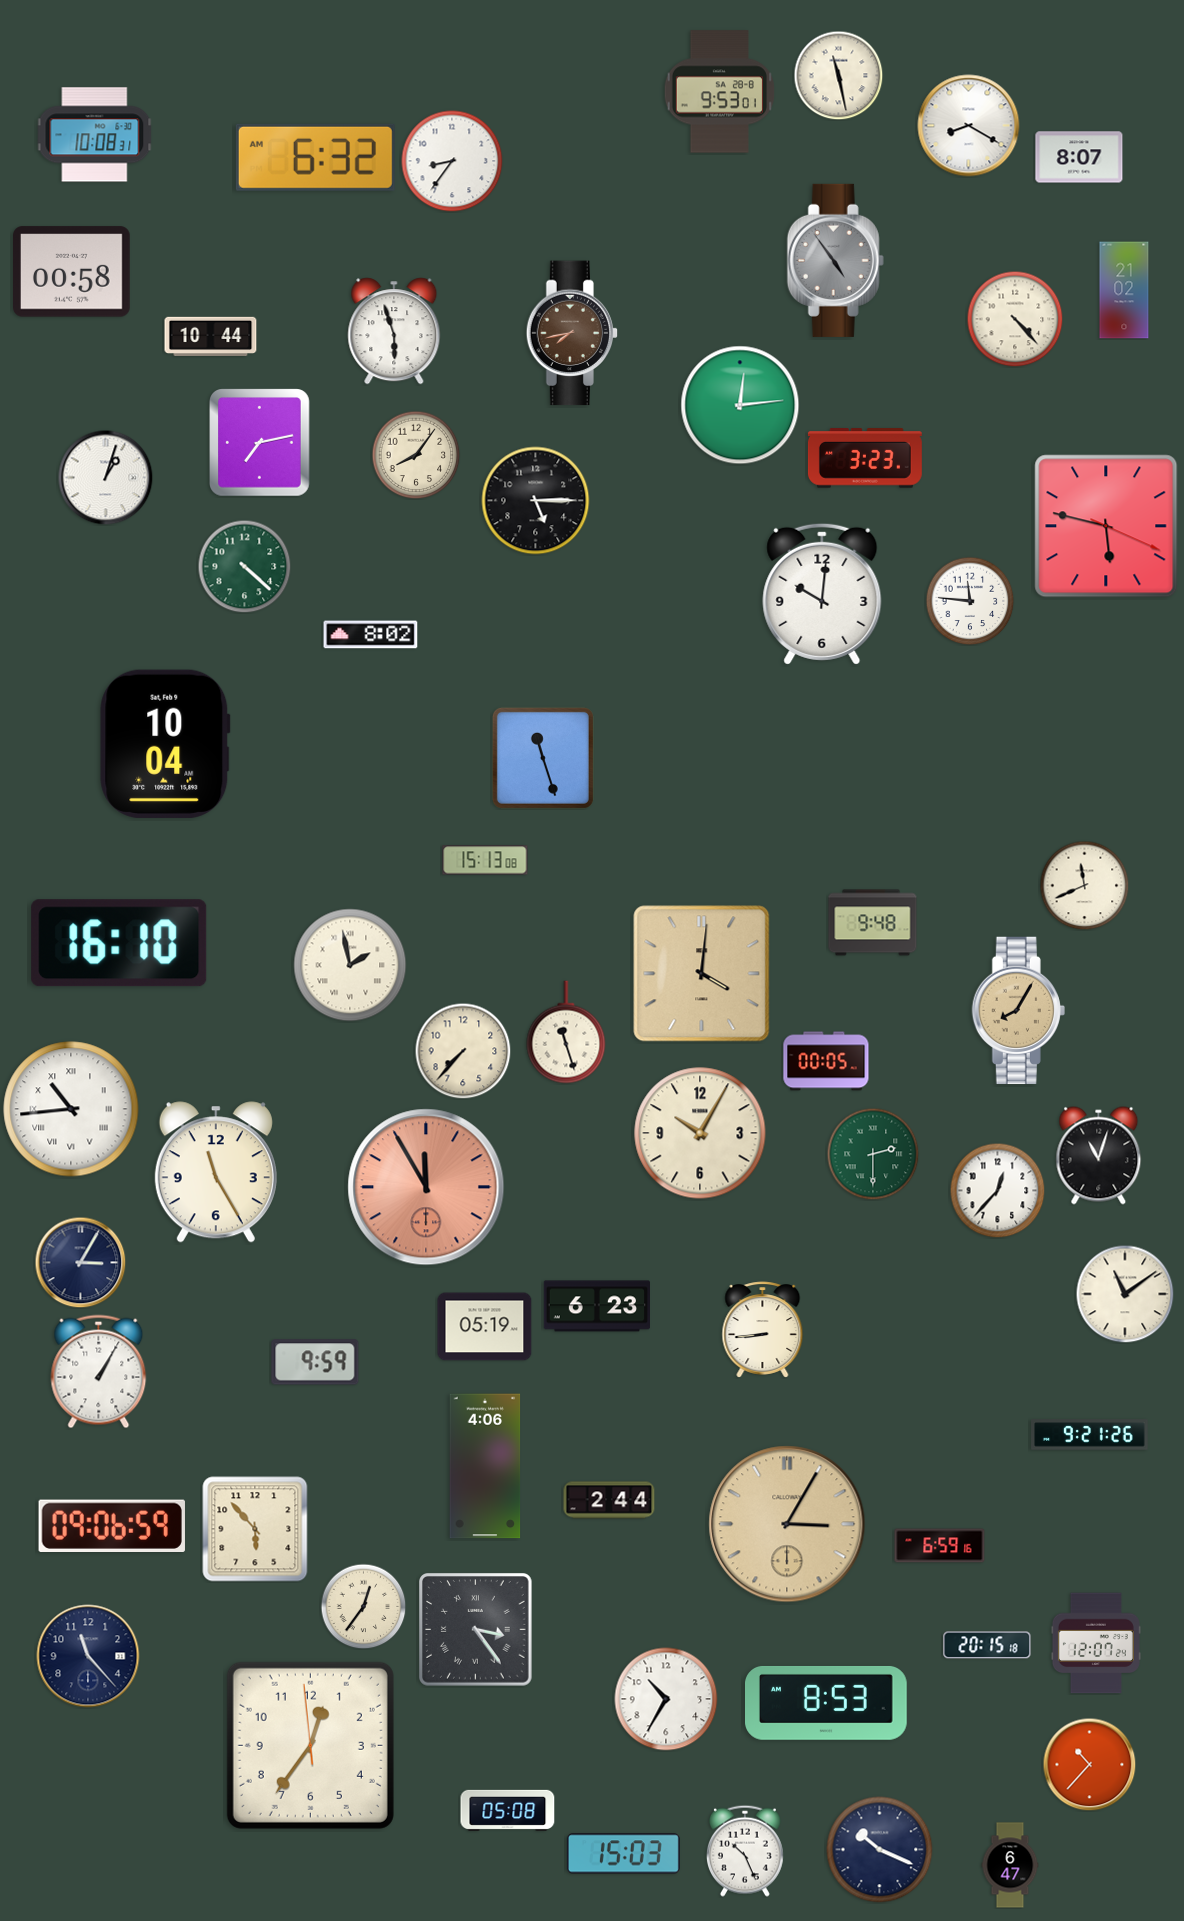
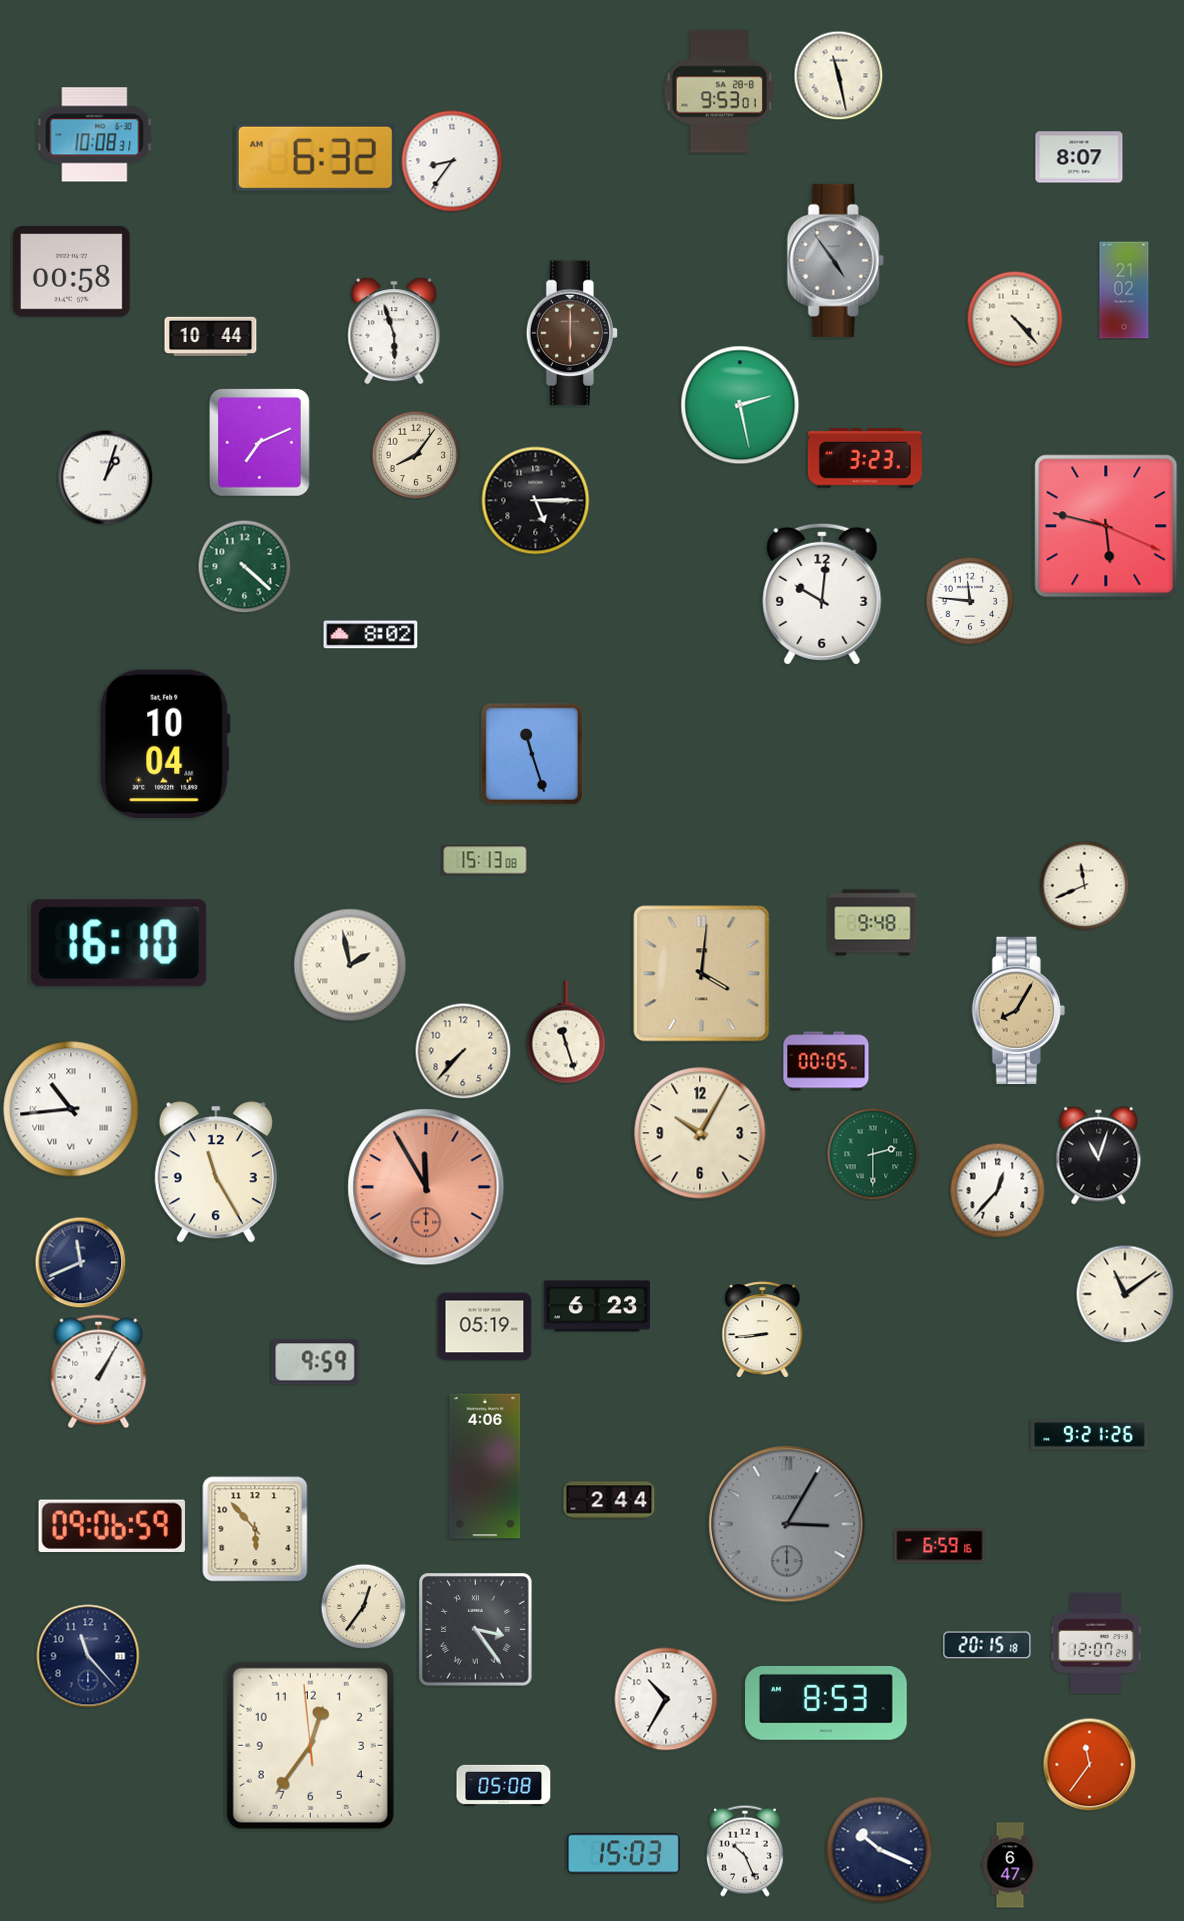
clock at (969, 126): 8:20 -> none
clock at (572, 333): 7:43 -> 6:00
clock at (740, 405): 12:14 -> 2:28
clock at (260, 443): 7:13 -> 7:11
clock at (543, 758) position: (543, 758) -> (532, 754)
clock at (80, 1262): 3:05 -> 11:41
clock at (787, 1524) dial: champagne -> grey
clock at (1089, 1764): 10:37 -> 11:36
clock at (508, 1810) position: (508, 1810) -> (504, 1785)
